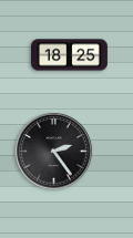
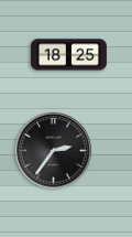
clock at (54, 152): 2:24 -> 2:36
